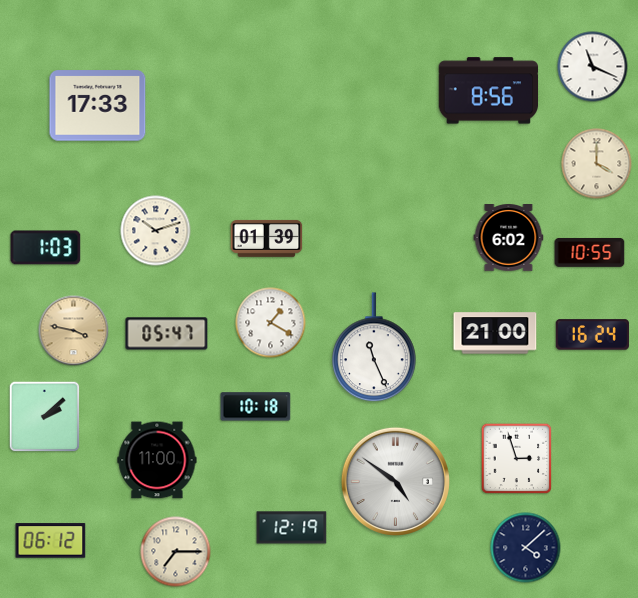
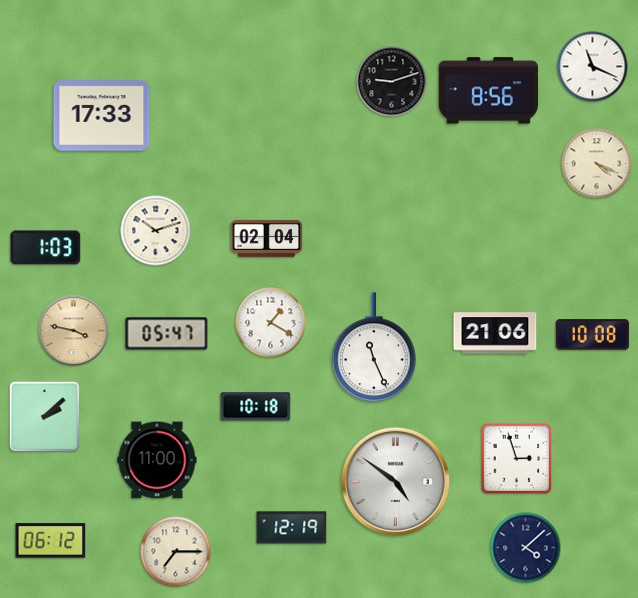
clock at (392, 82): none -> 9:12
clock at (98, 106) position: (98, 106) -> (102, 116)
clock at (597, 164): 4:00 -> 4:19
clock at (267, 238): 01:39 -> 02:04
clock at (509, 238): 6:02 -> none
clock at (590, 253): 10:55 -> none
clock at (495, 333): 21:00 -> 21:06
clock at (592, 335): 16:24 -> 10:08
